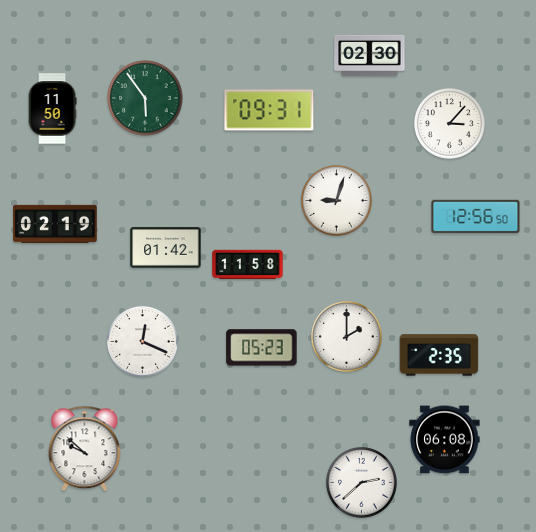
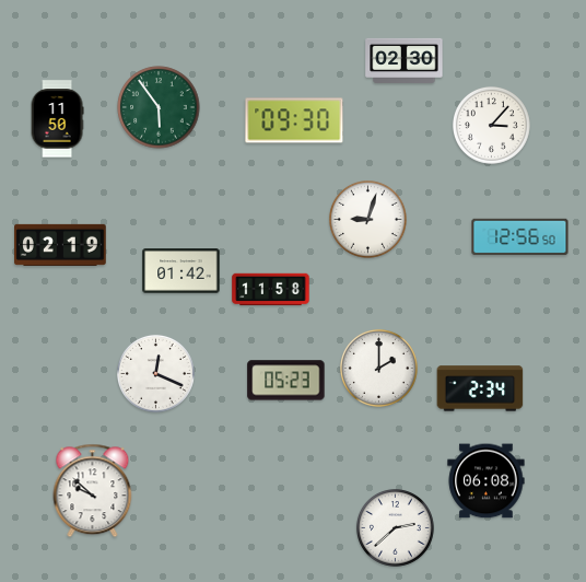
clock at (269, 110): 09:31 -> 09:30
clock at (449, 123) position: (449, 123) -> (491, 125)
clock at (439, 355): 2:35 -> 2:34
